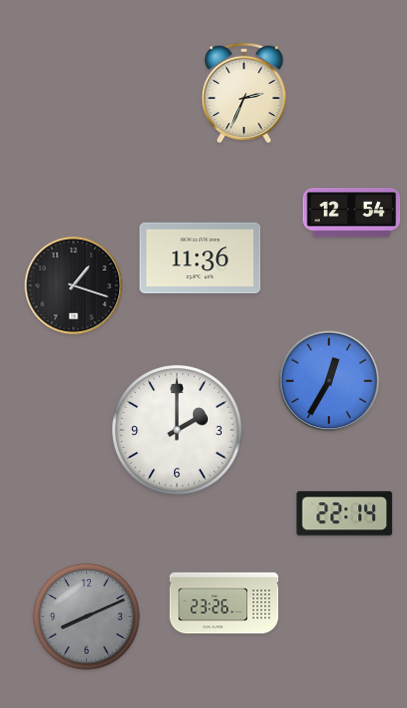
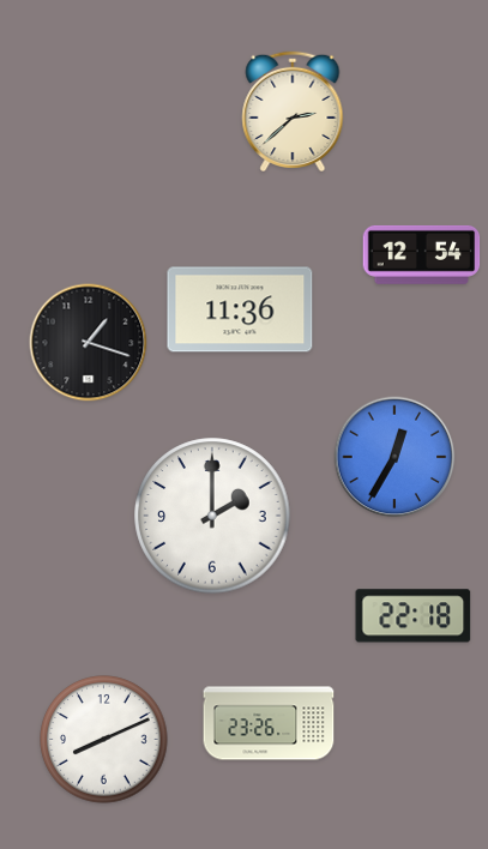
clock at (244, 93): 2:34 -> 2:38
clock at (345, 514): 22:14 -> 22:18
clock at (87, 617) dial: grey -> white
